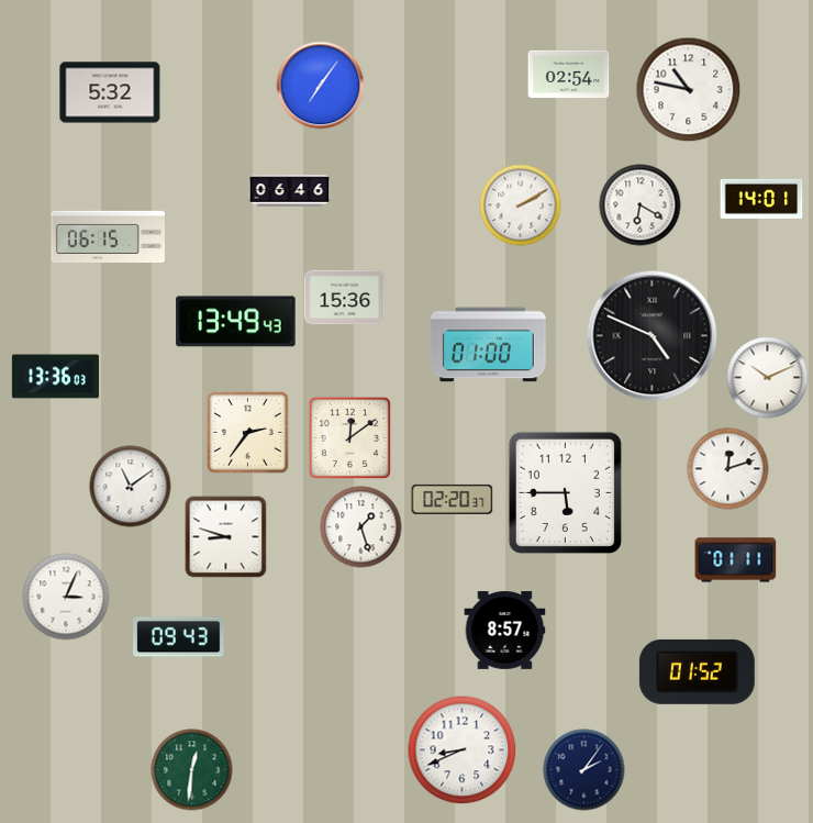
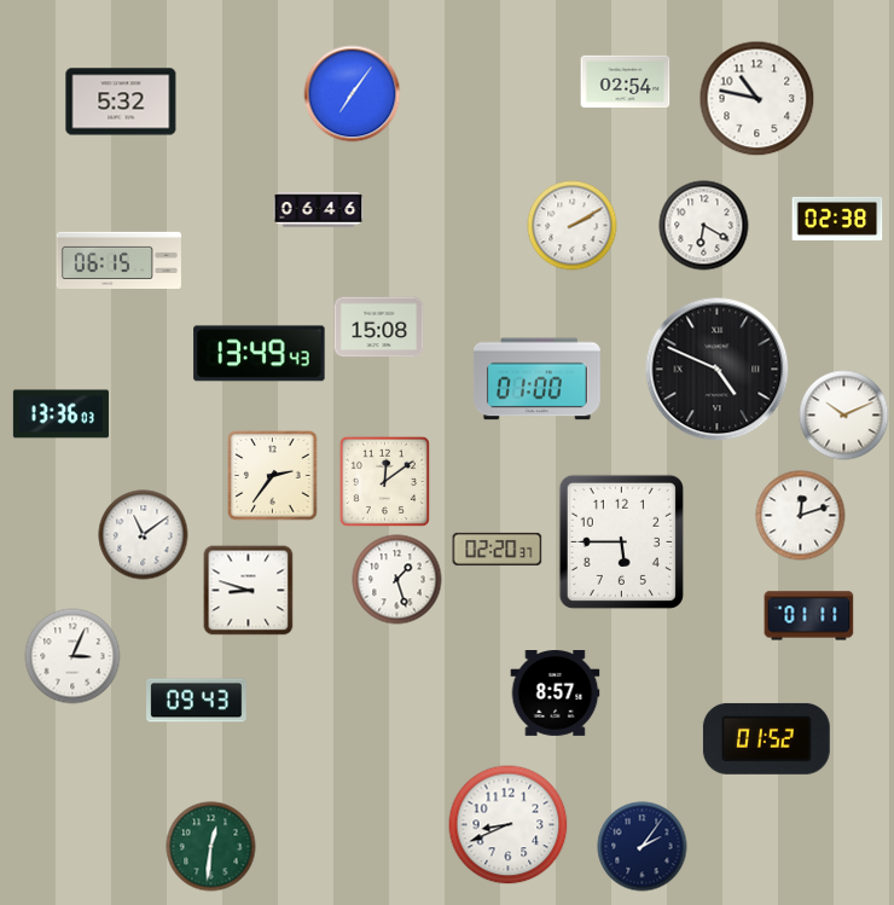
clock at (761, 199): 14:01 -> 02:38
clock at (345, 298): 15:36 -> 15:08
